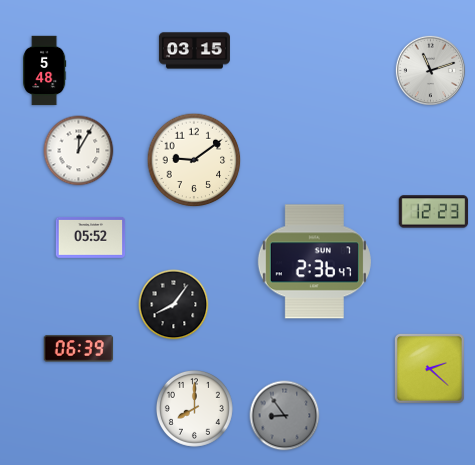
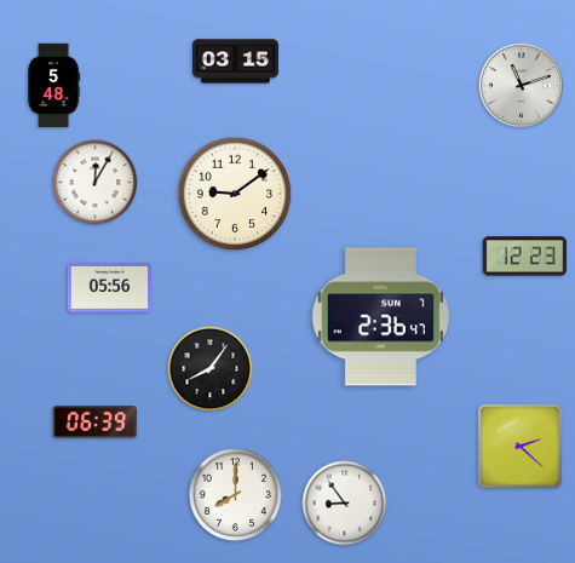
clock at (91, 238): 05:52 -> 05:56
clock at (285, 416) dial: grey -> white
